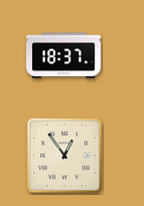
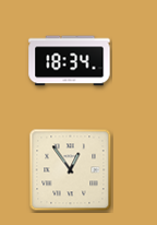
clock at (64, 56): 18:37 -> 18:34
